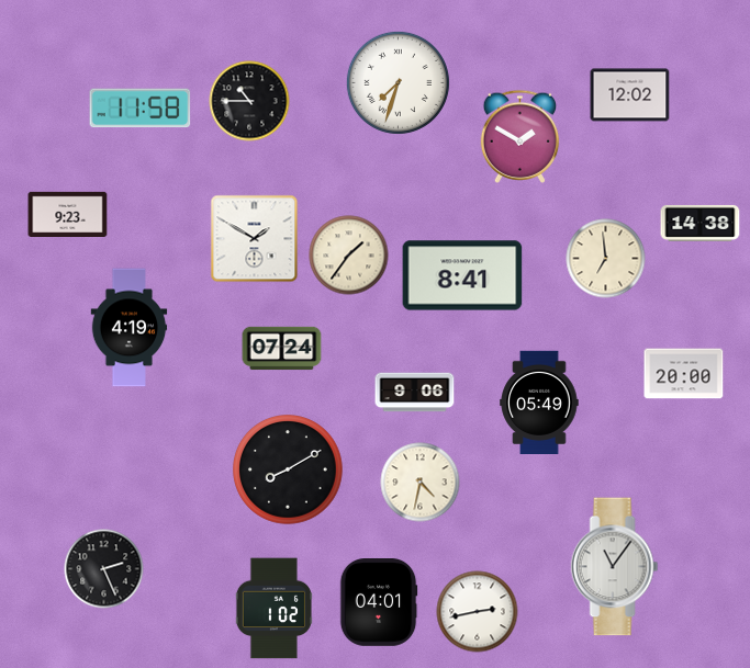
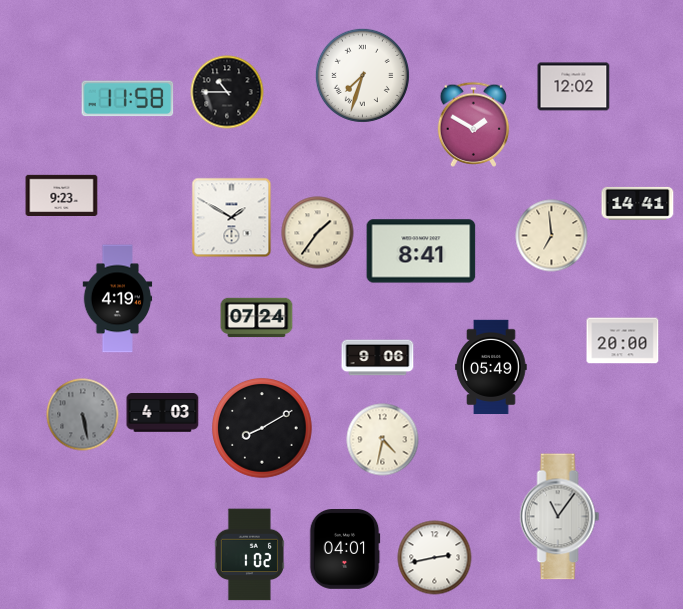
clock at (701, 223): 14:38 -> 14:41
clock at (163, 413): none -> 4:03
clock at (83, 415): none -> 5:28
clock at (104, 569): 2:26 -> none
